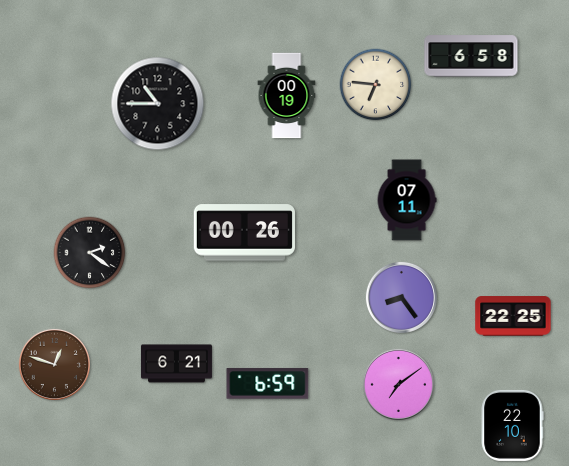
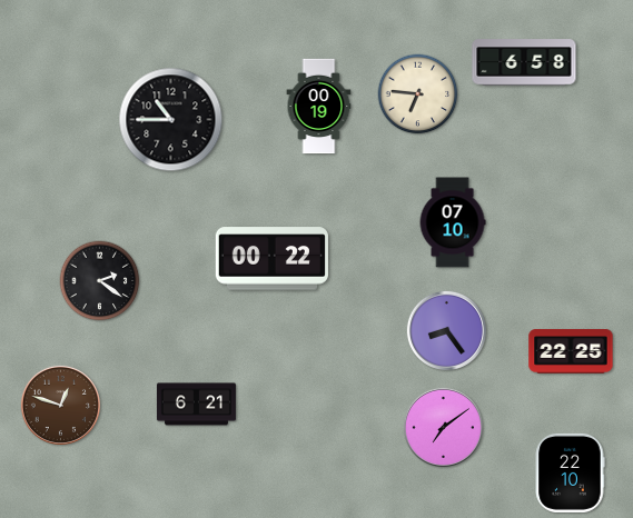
clock at (158, 104) position: (158, 104) -> (171, 120)
clock at (407, 200): 07:11 -> 07:10
clock at (244, 233): 00:26 -> 00:22
clock at (268, 384): 6:59 -> none
